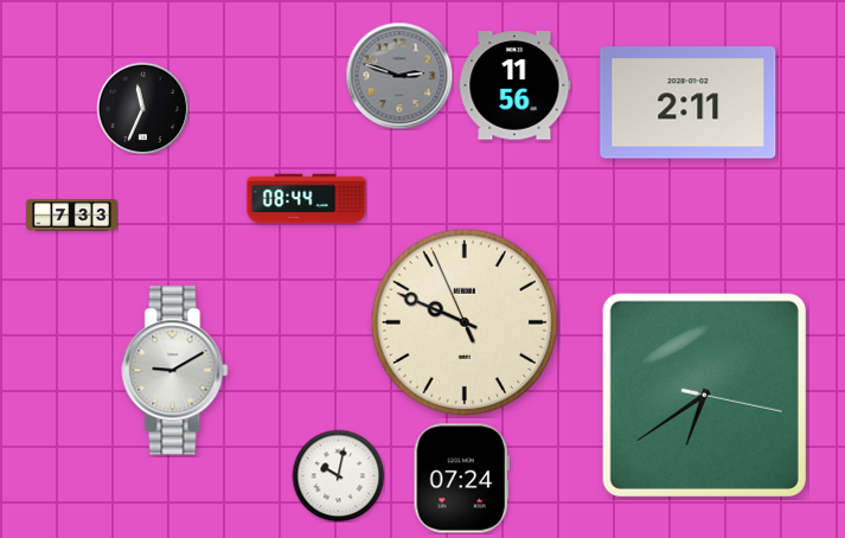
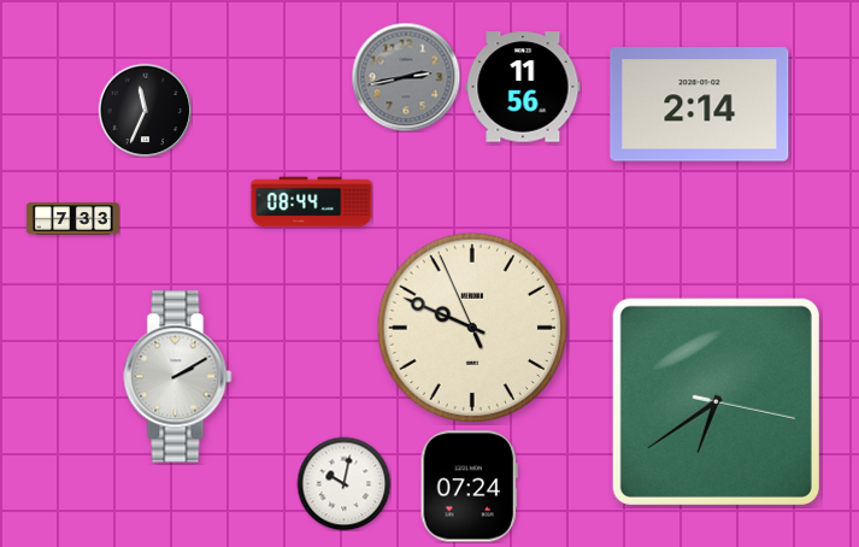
clock at (399, 76): 2:48 -> 2:43
clock at (689, 103): 2:11 -> 2:14
clock at (175, 371): 9:10 -> 2:10
